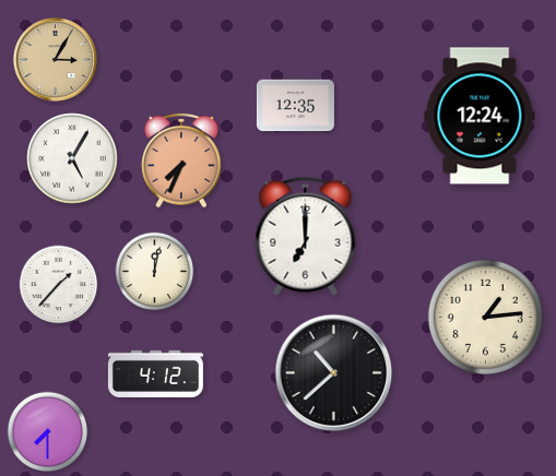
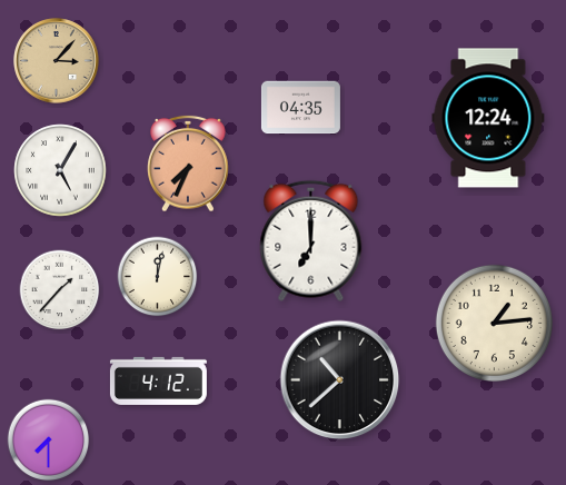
clock at (56, 60): 3:05 -> 3:07
clock at (295, 106): 12:35 -> 04:35
clock at (72, 158) position: (72, 158) -> (60, 170)
clock at (181, 160) position: (181, 160) -> (188, 164)
